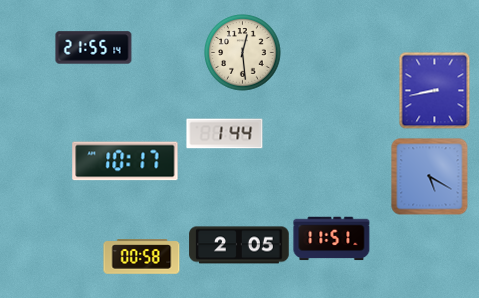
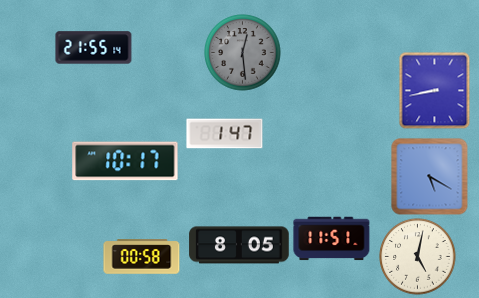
clock at (243, 53) dial: cream -> grey
clock at (225, 134): 1:44 -> 1:47
clock at (239, 245): 2:05 -> 8:05
clock at (418, 257): none -> 5:02
